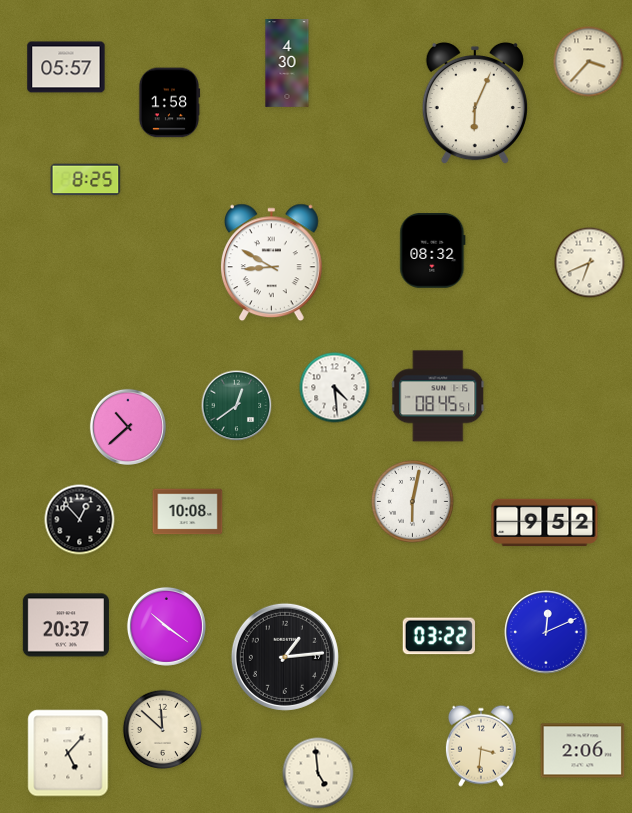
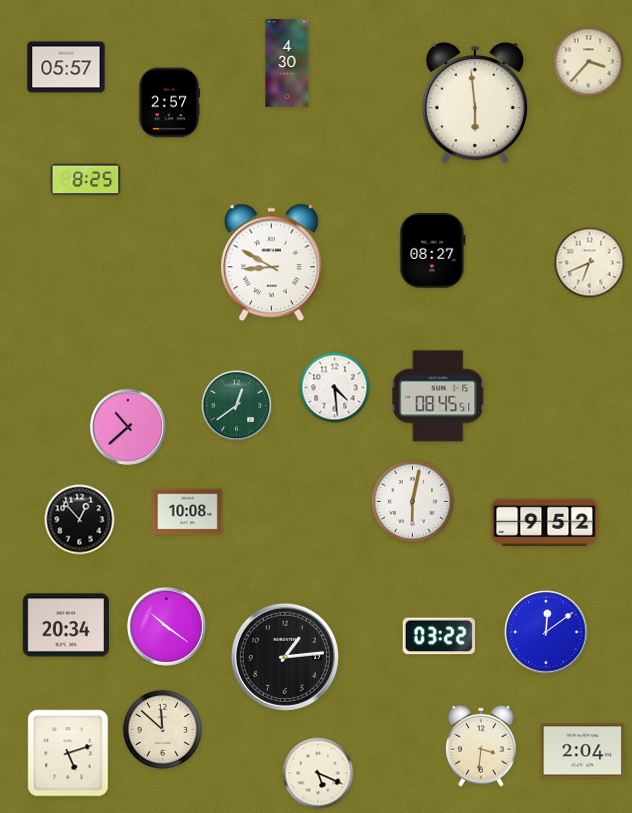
clock at (169, 103): 1:58 -> 2:57
clock at (475, 103): 6:04 -> 5:59
clock at (433, 251): 08:32 -> 08:27
clock at (66, 625): 20:37 -> 20:34
clock at (546, 632): 12:11 -> 12:09
clock at (583, 751): 2:06 -> 2:04
clock at (68, 753): 5:07 -> 5:12
clock at (318, 773): 4:59 -> 5:19
